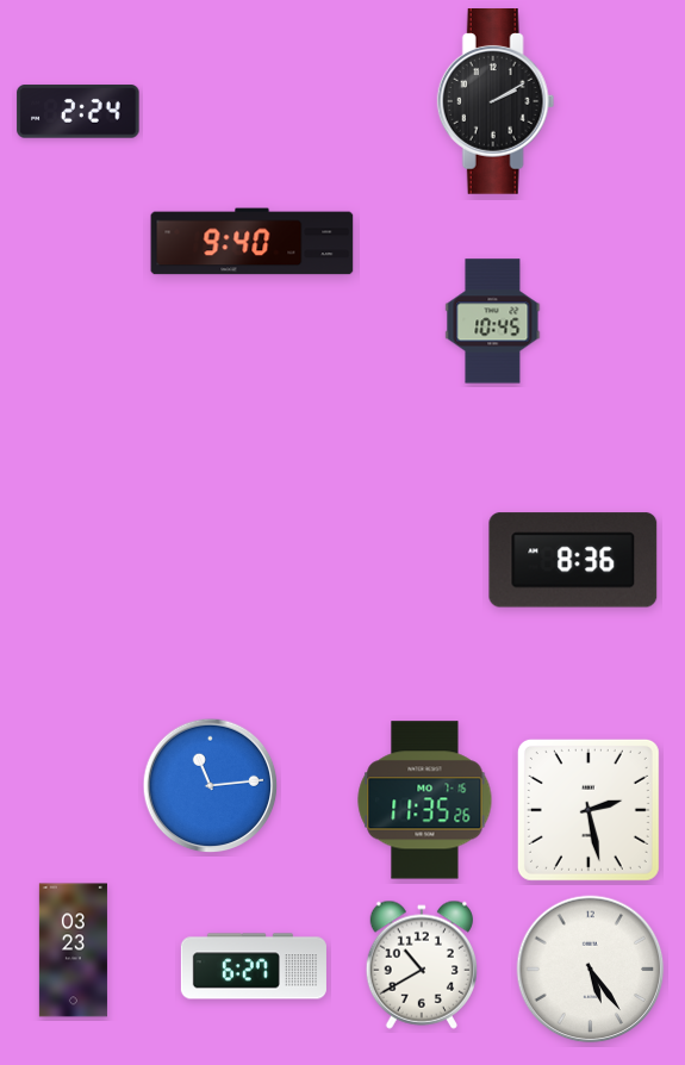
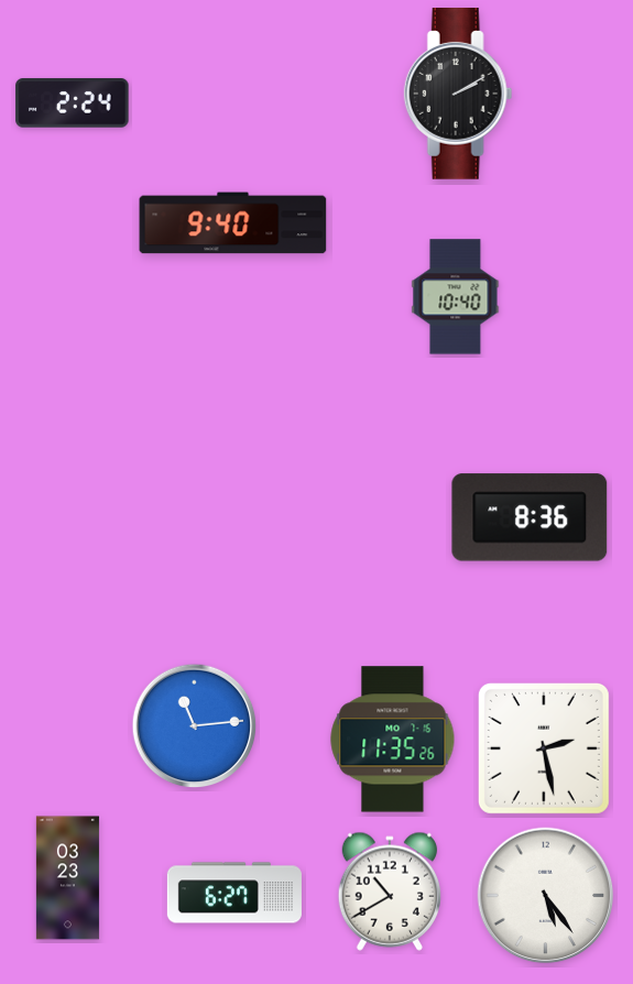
clock at (493, 322): 10:45 -> 10:40
